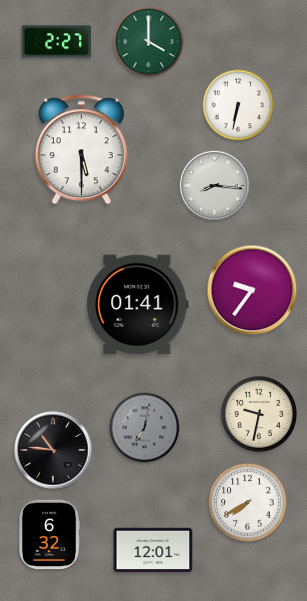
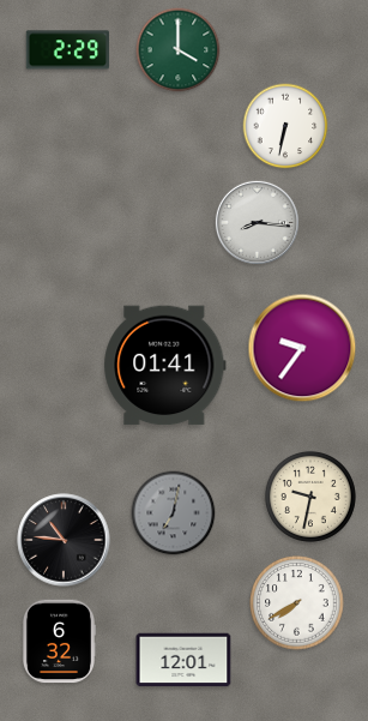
clock at (57, 42): 2:27 -> 2:29
clock at (81, 150): 5:30 -> none
